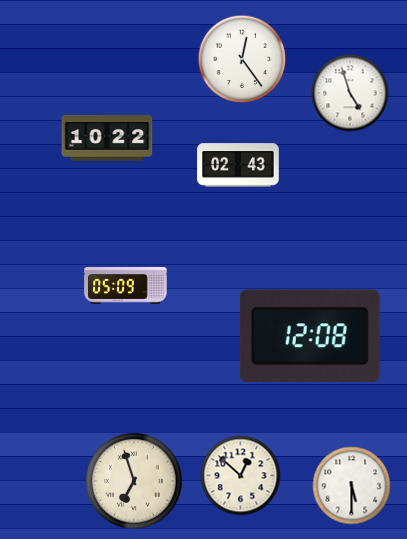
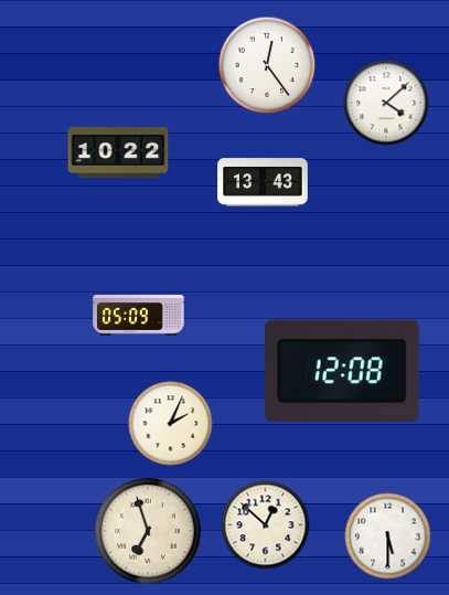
clock at (350, 93): 4:57 -> 4:08
clock at (238, 165): 02:43 -> 13:43
clock at (171, 424): none -> 2:04
